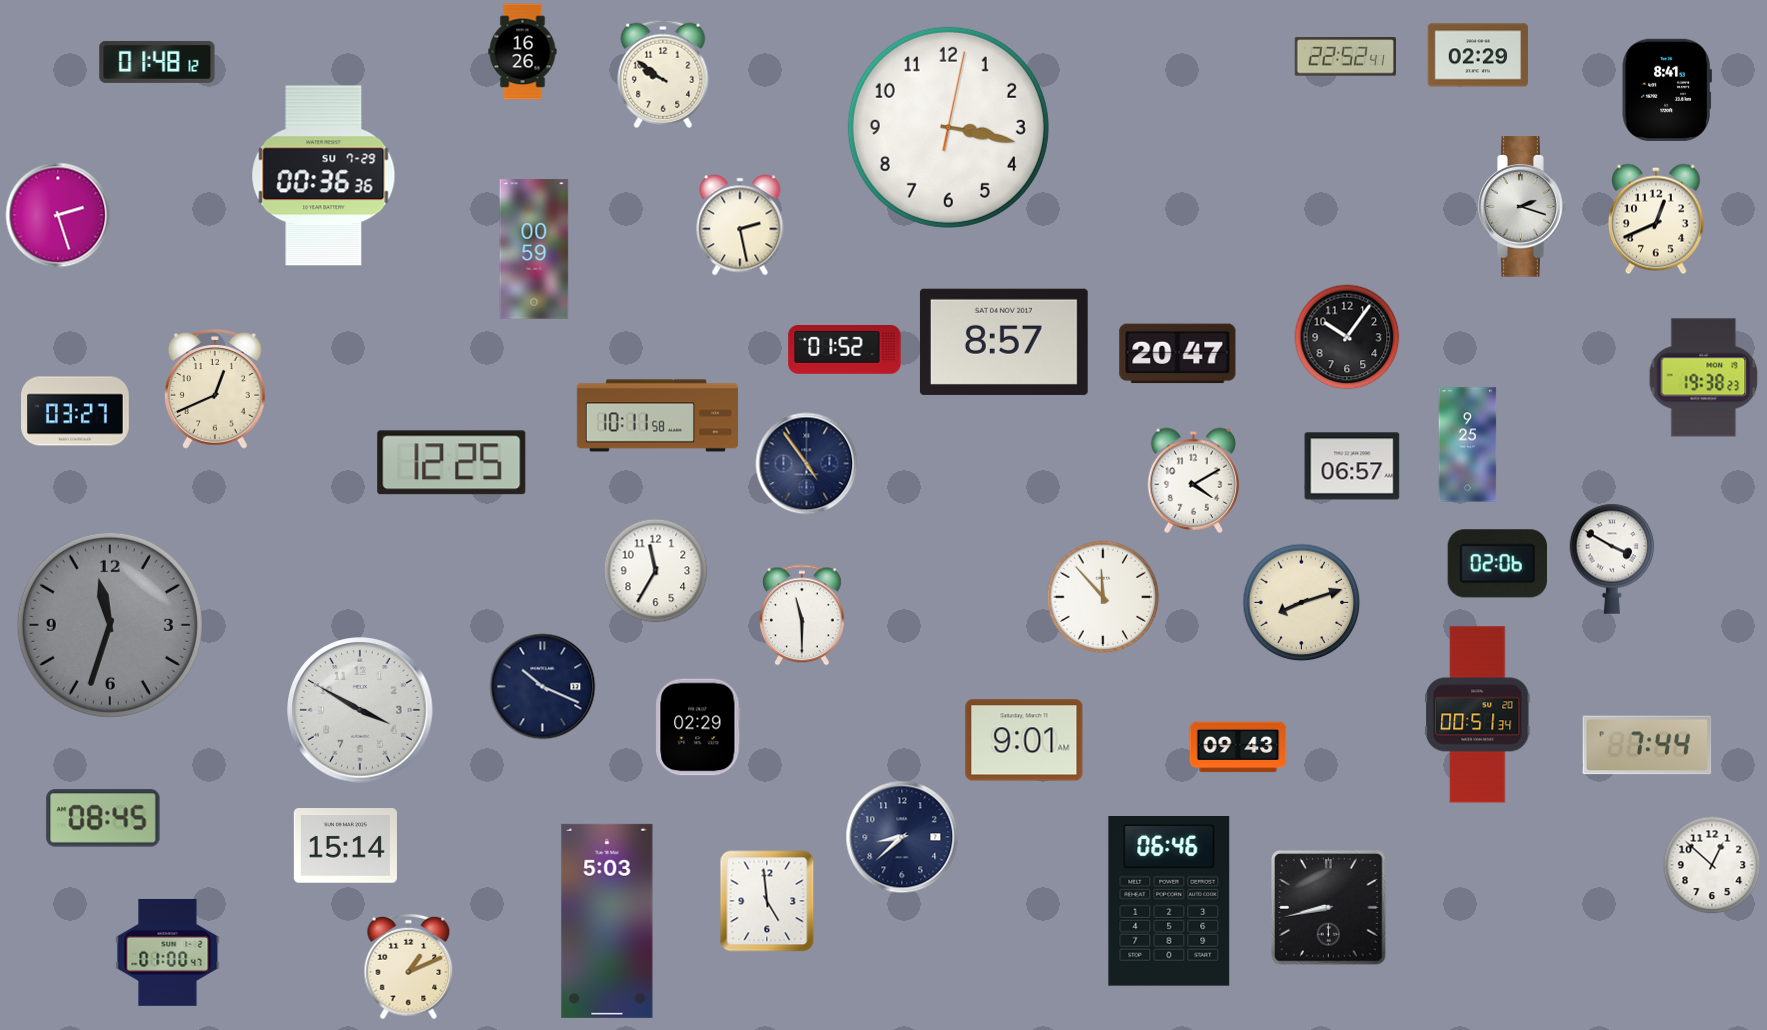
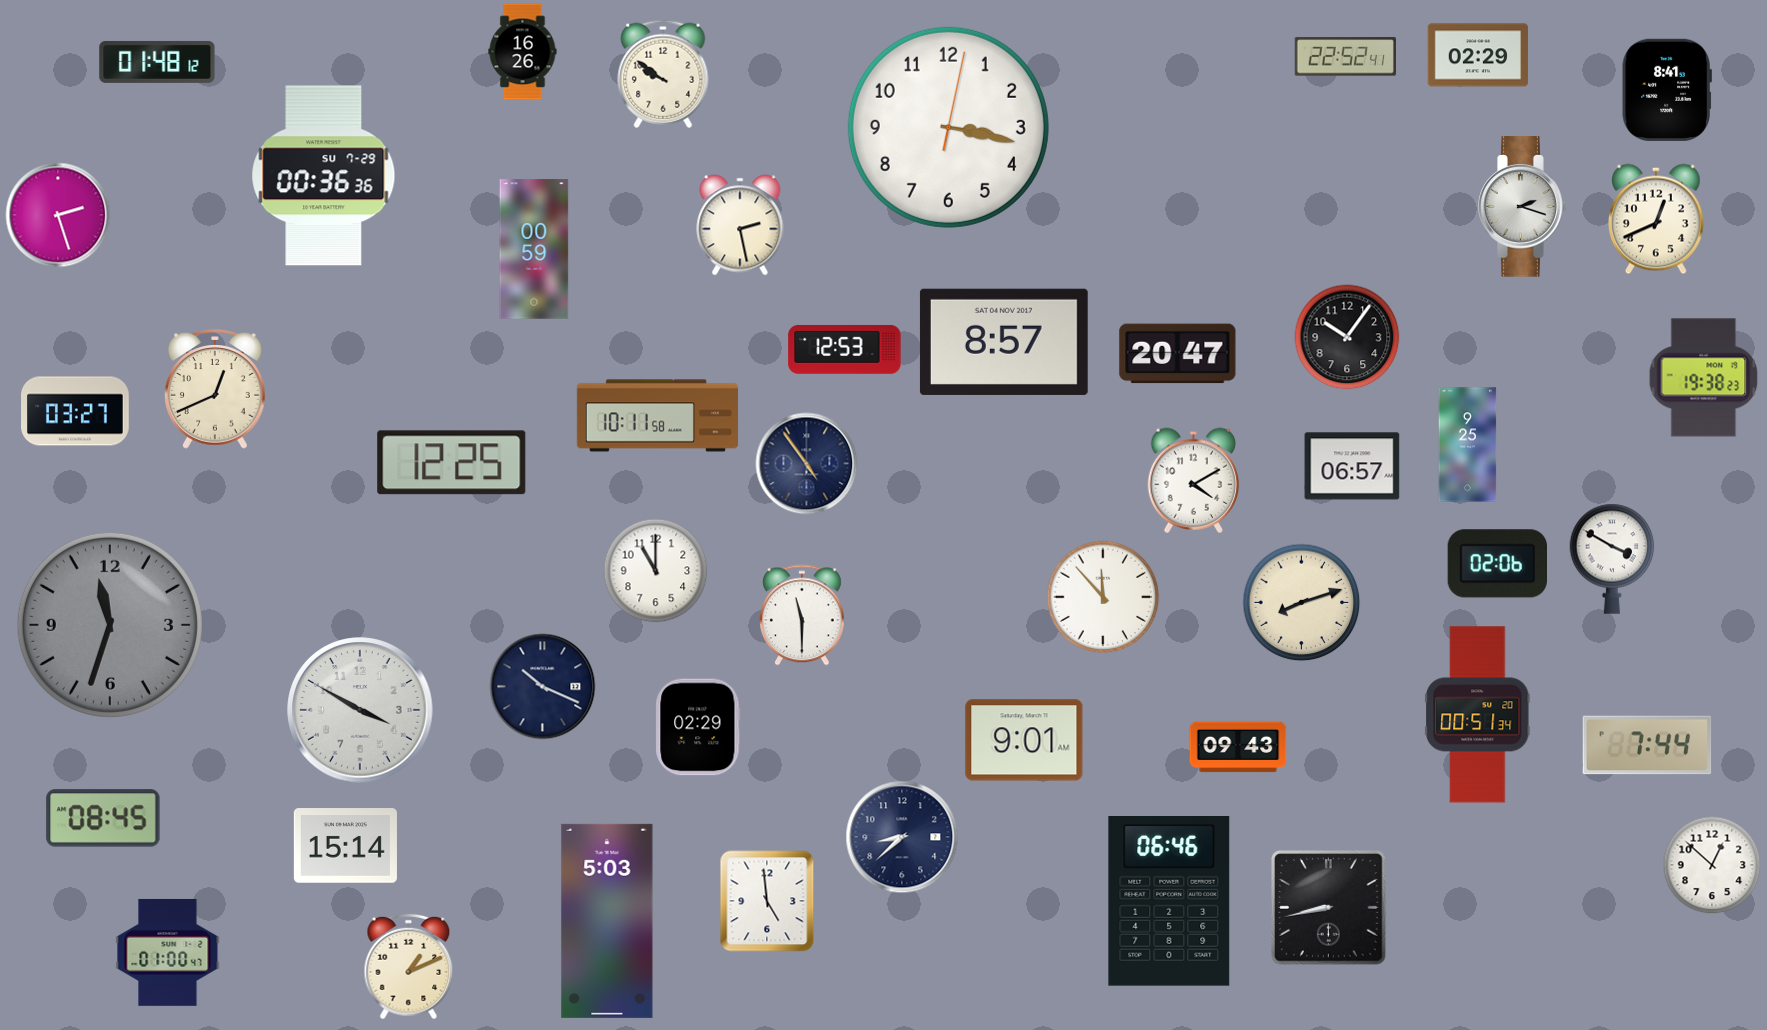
clock at (845, 349): 01:52 -> 12:53
clock at (656, 571): 11:35 -> 11:00
